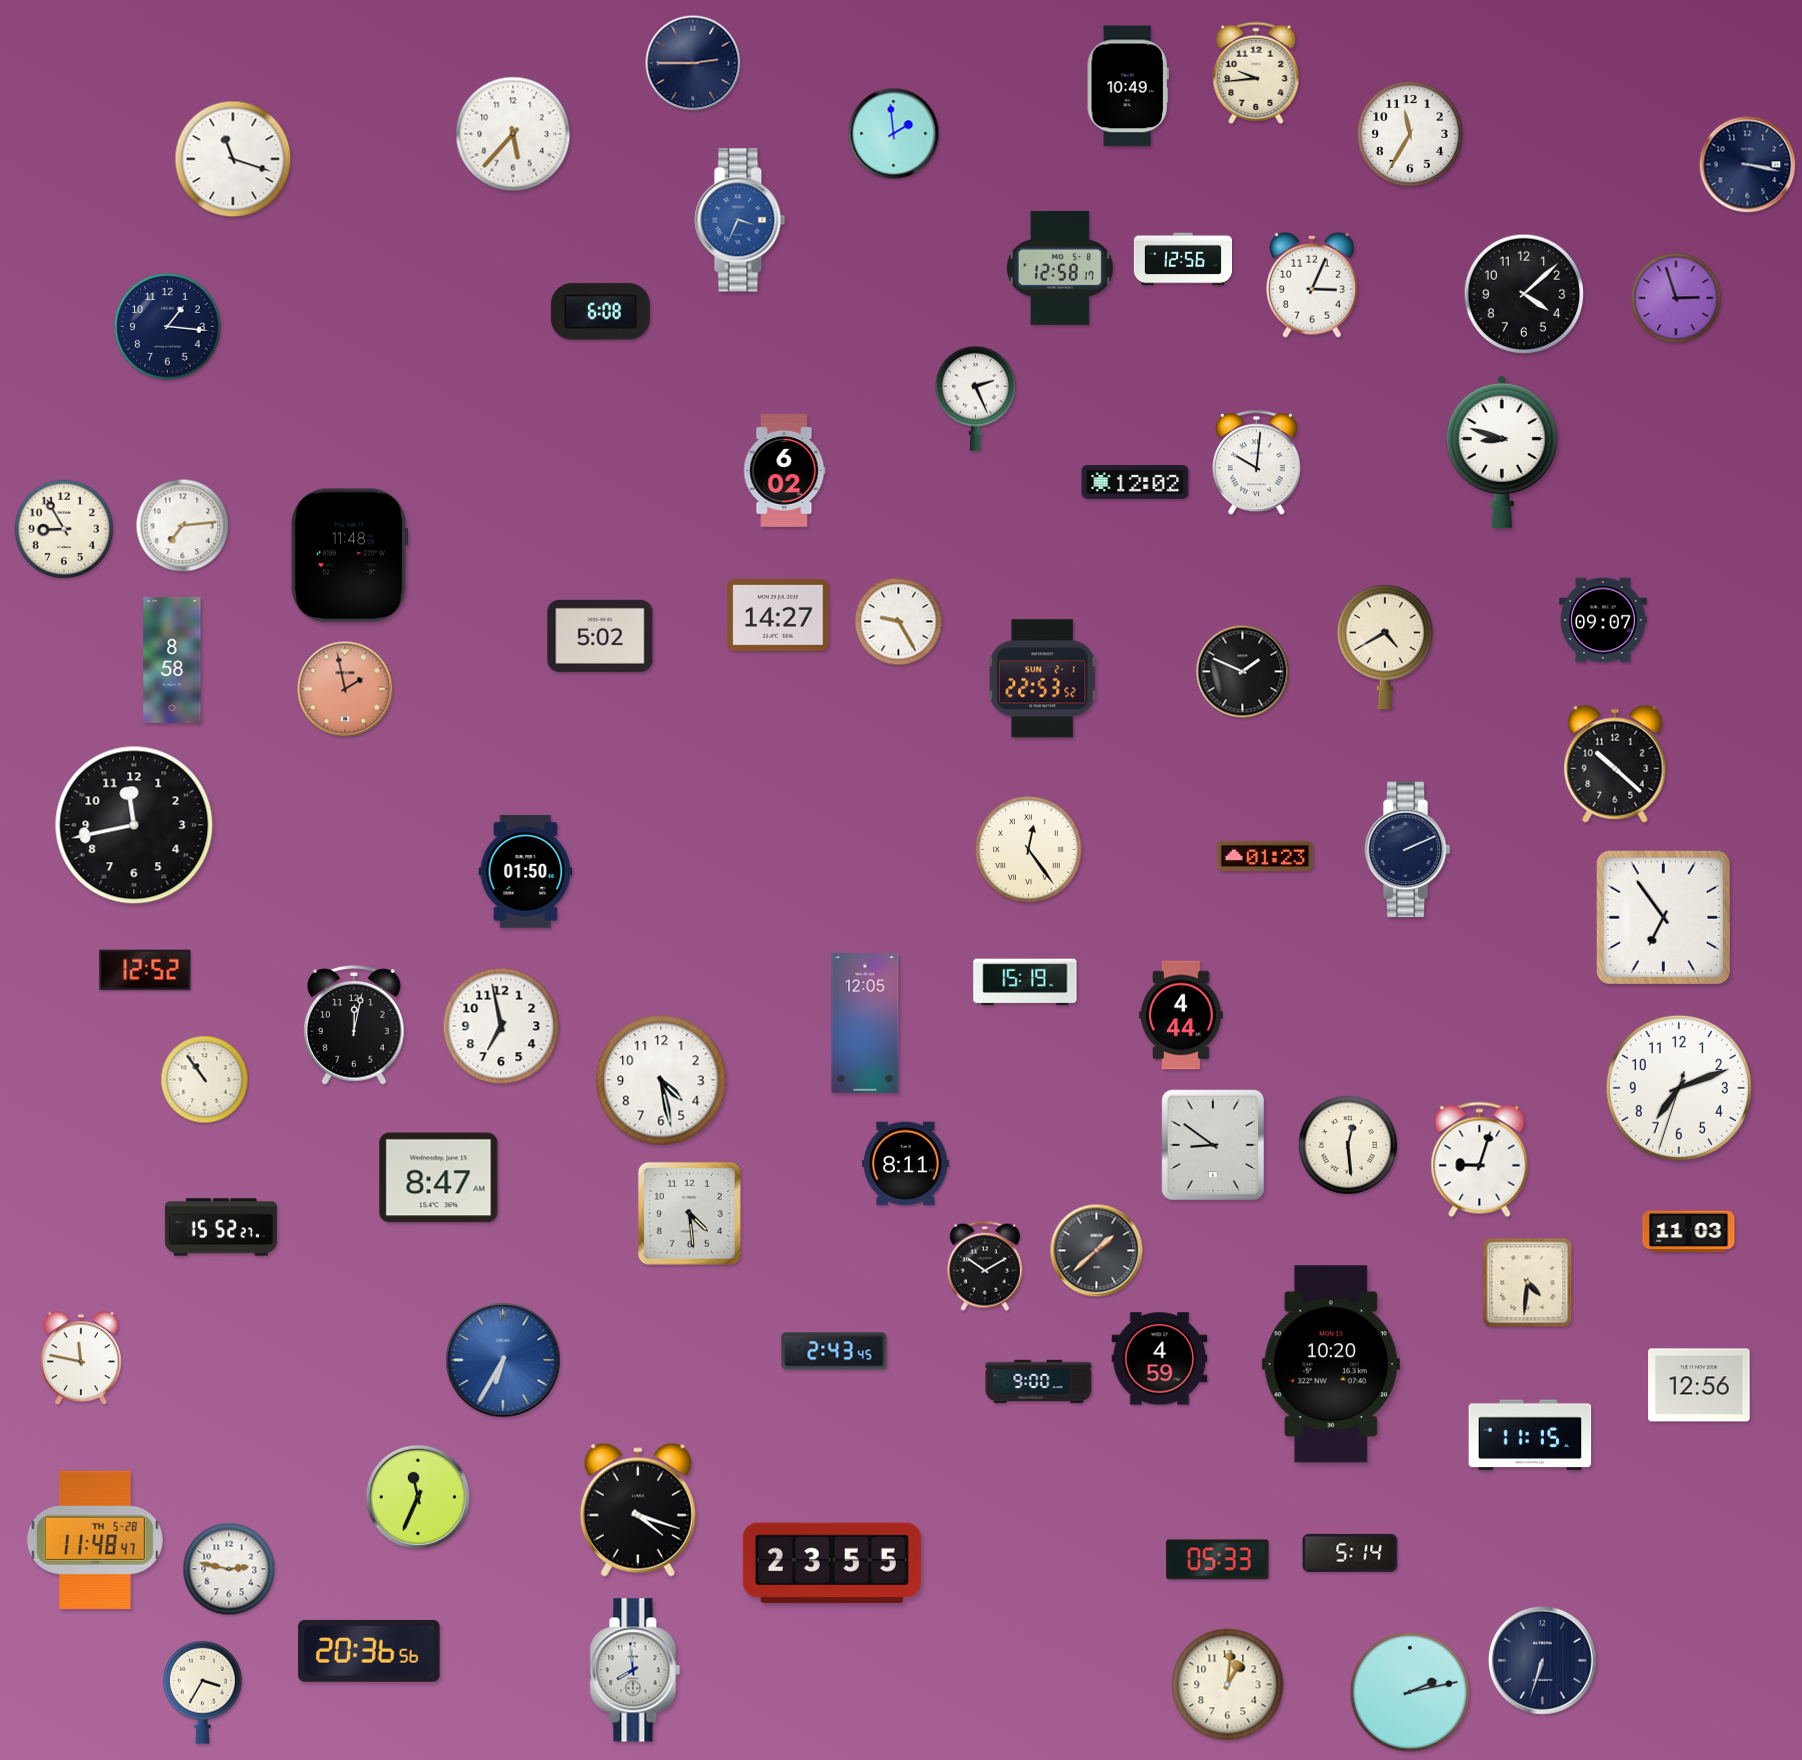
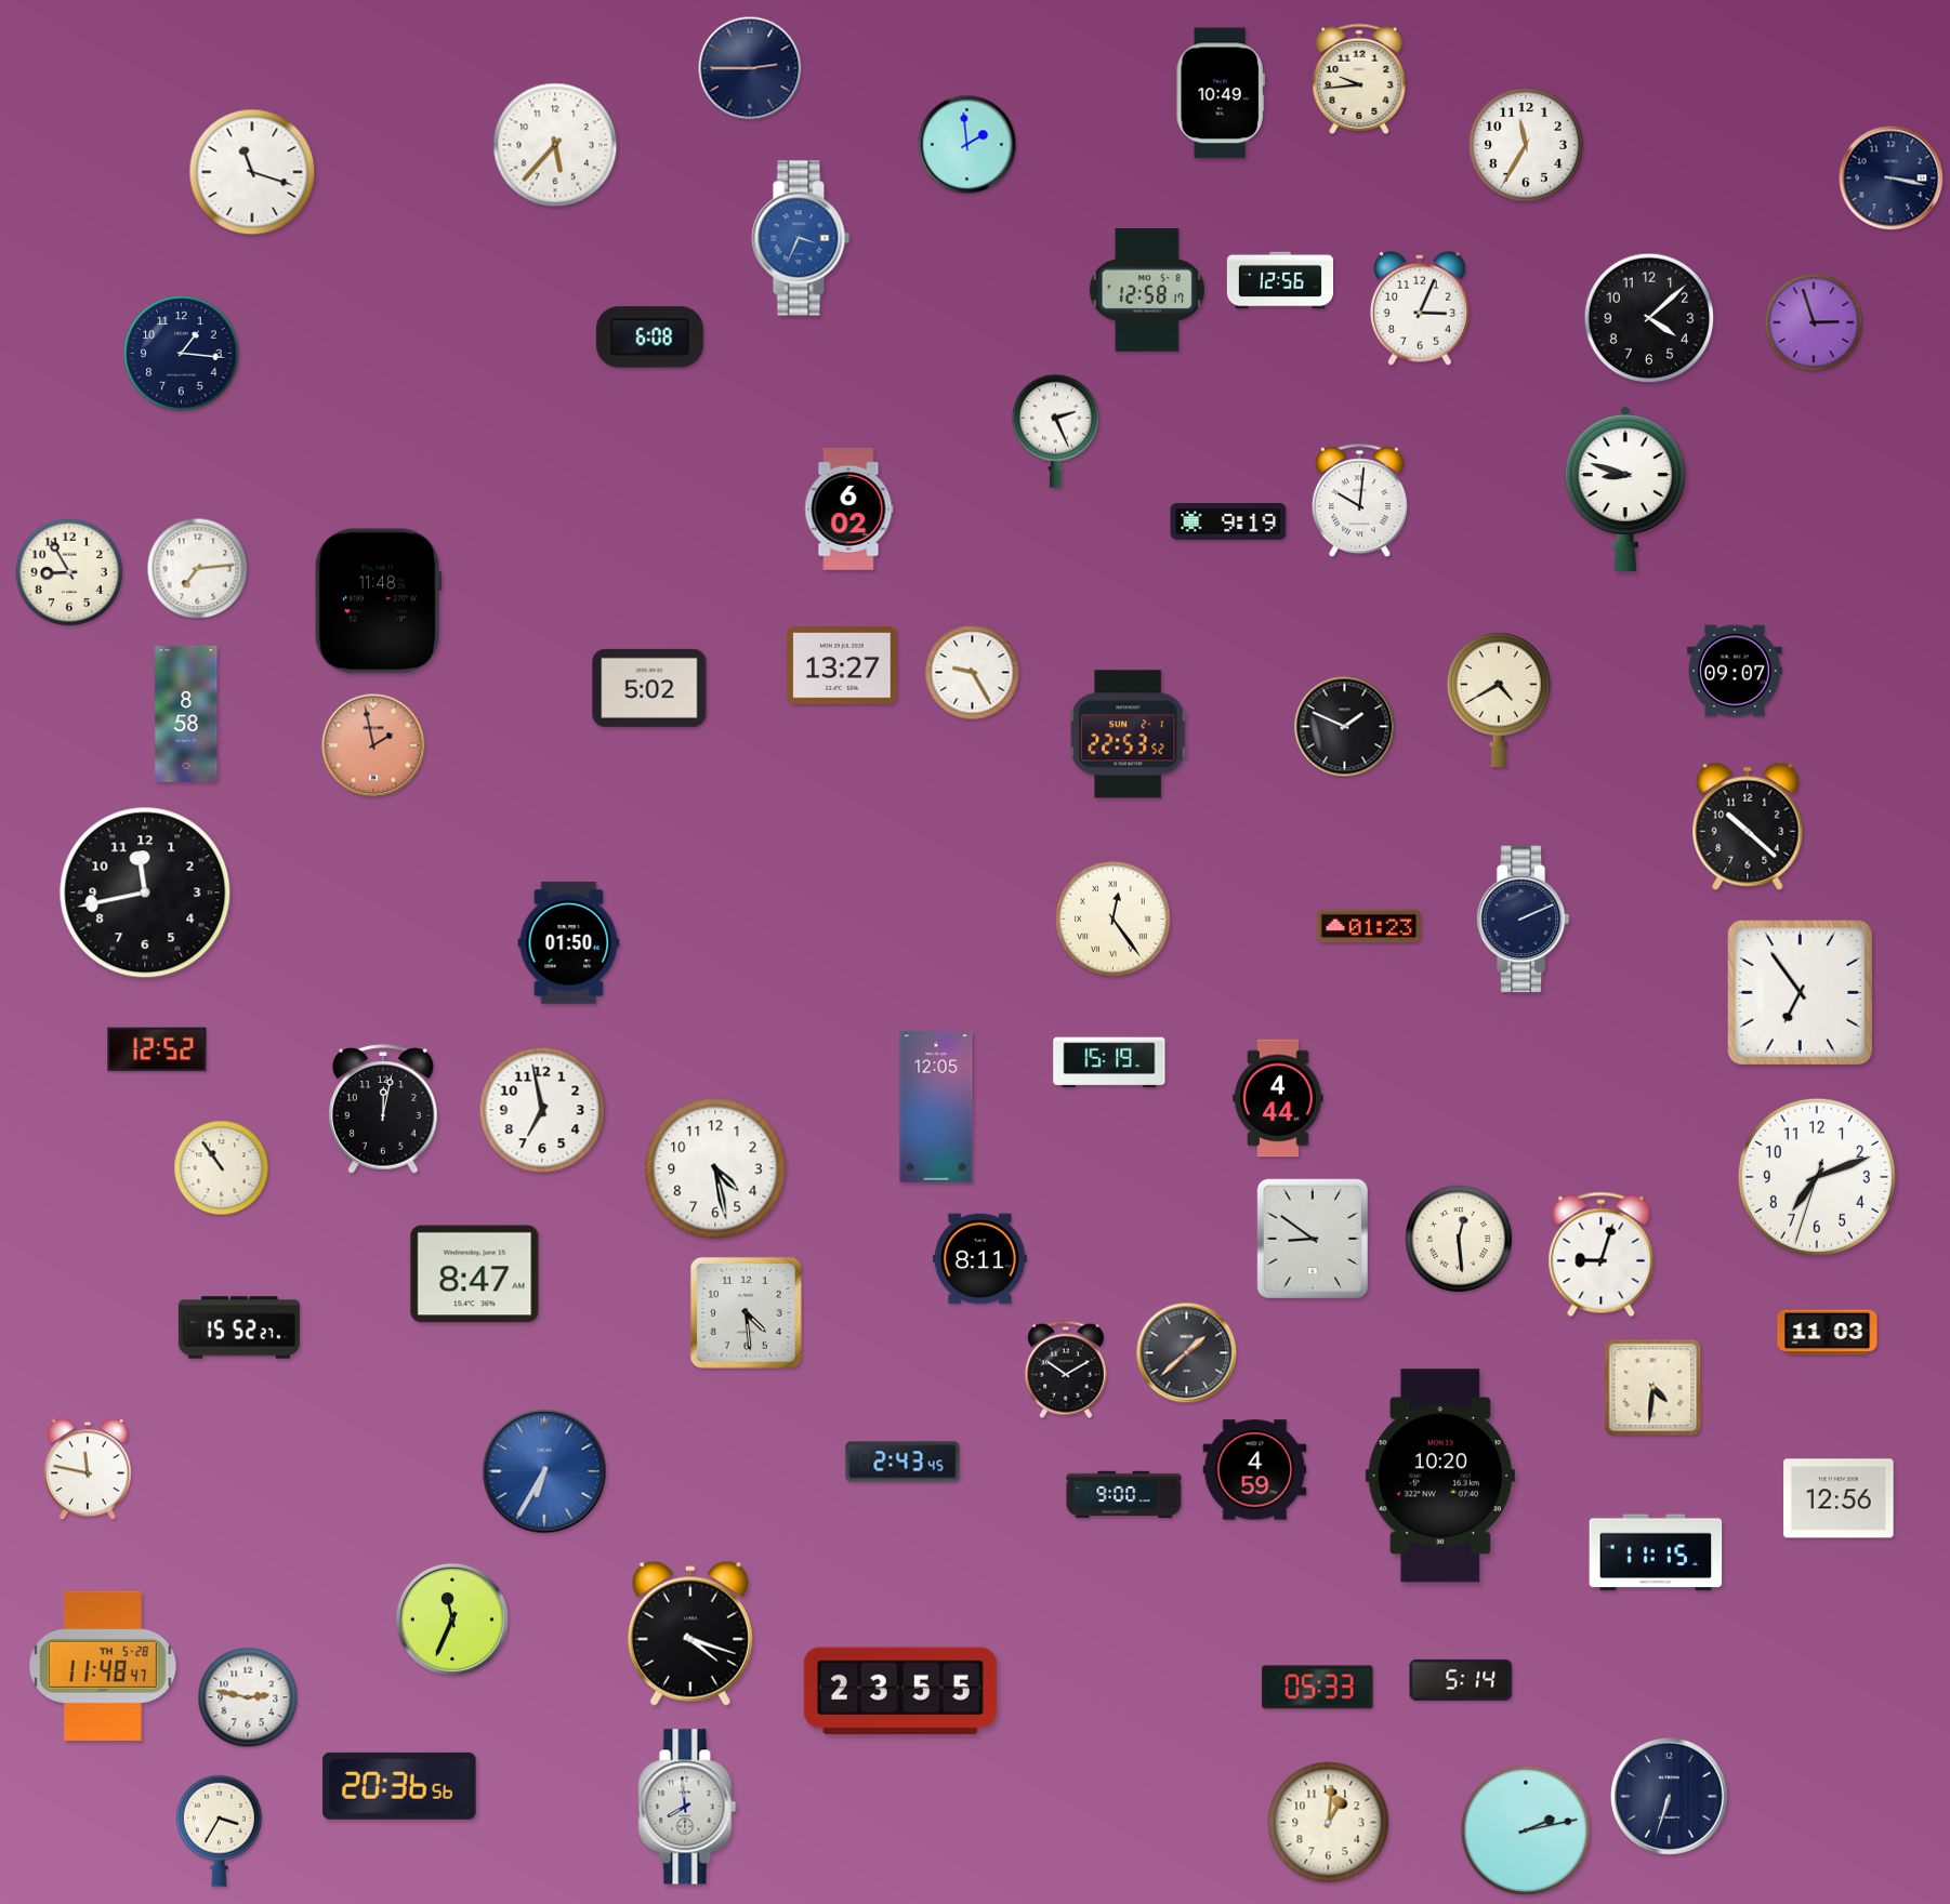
clock at (1135, 483): 12:02 -> 9:19
clock at (778, 615): 14:27 -> 13:27
